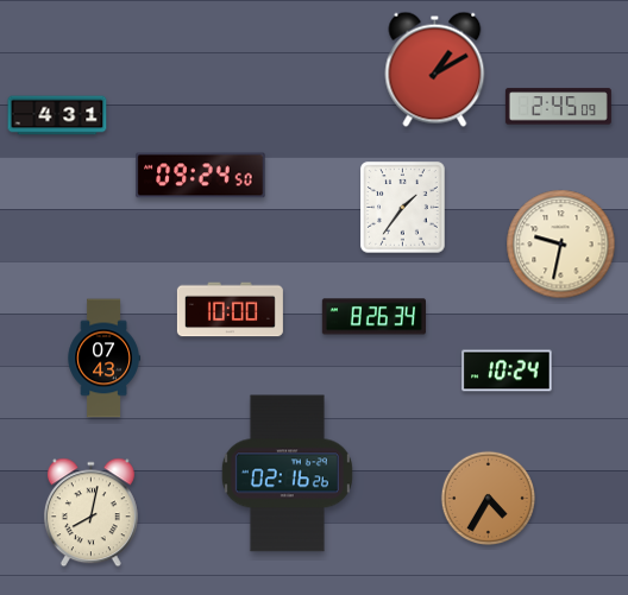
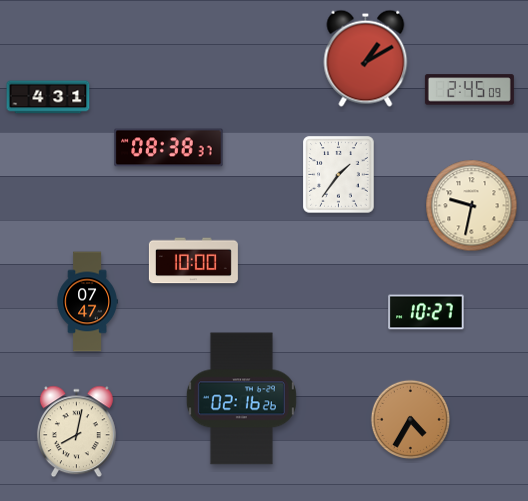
clock at (201, 176): 09:24 -> 08:38
clock at (373, 317): 8:26 -> none
clock at (103, 359): 07:43 -> 07:47
clock at (507, 371): 10:24 -> 10:27
